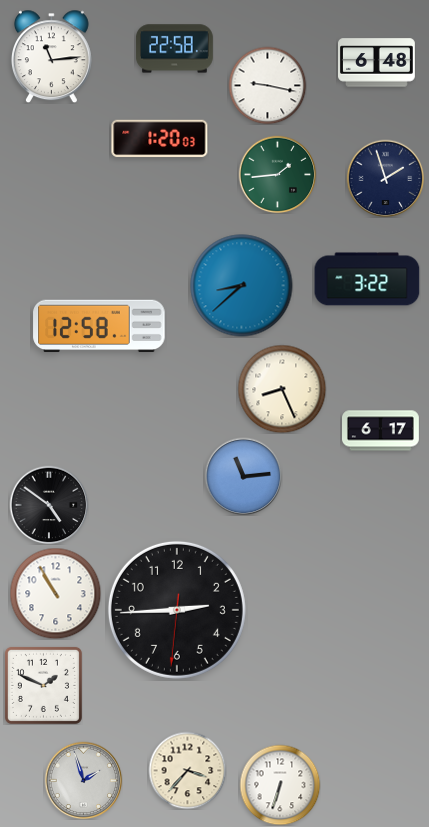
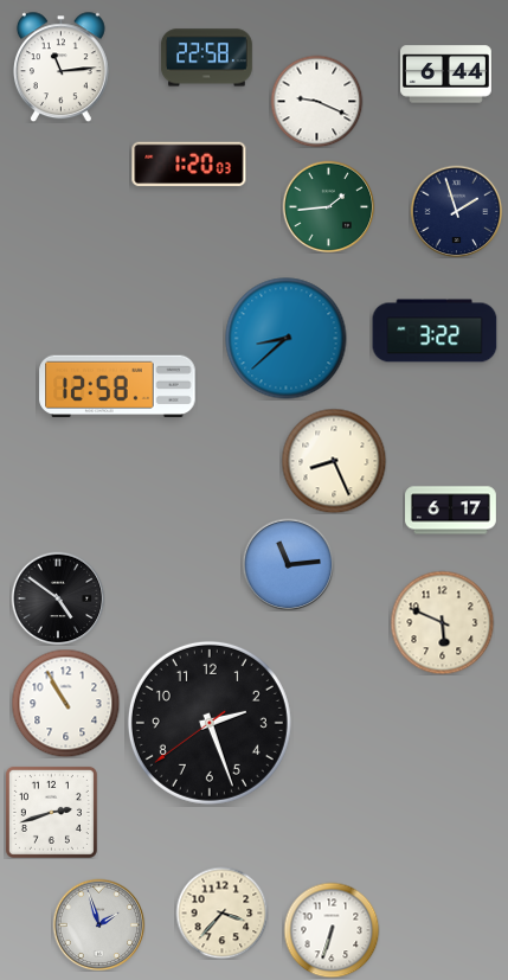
clock at (377, 63): 6:48 -> 6:44
clock at (267, 85): 9:17 -> 9:19
clock at (442, 622): none -> 5:49
clock at (177, 610): 2:44 -> 2:26
clock at (43, 685): 1:49 -> 2:42
